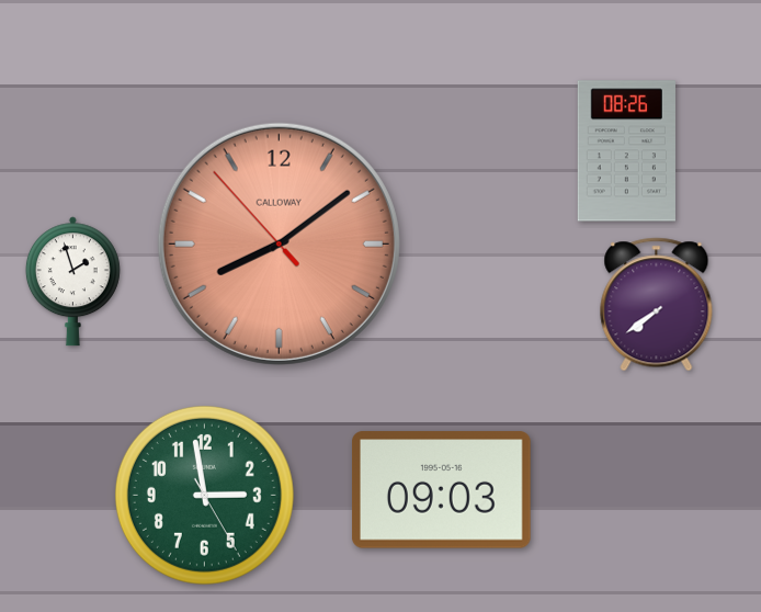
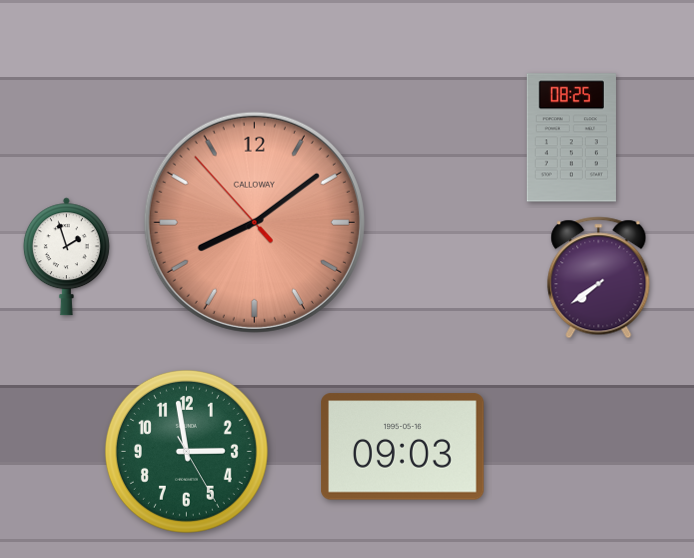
clock at (626, 151): 08:26 -> 08:25
